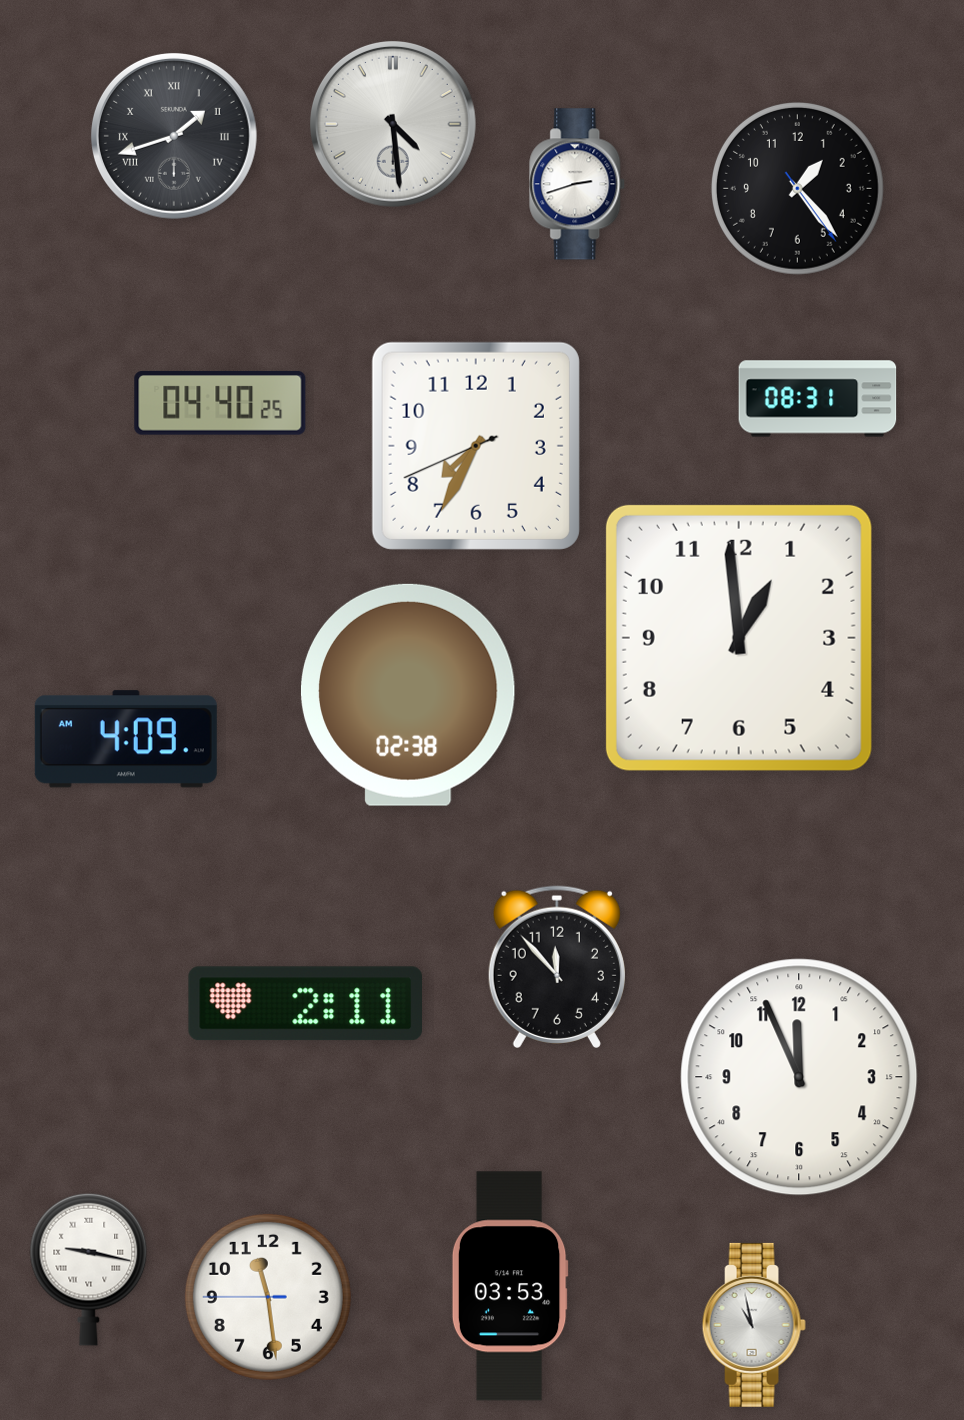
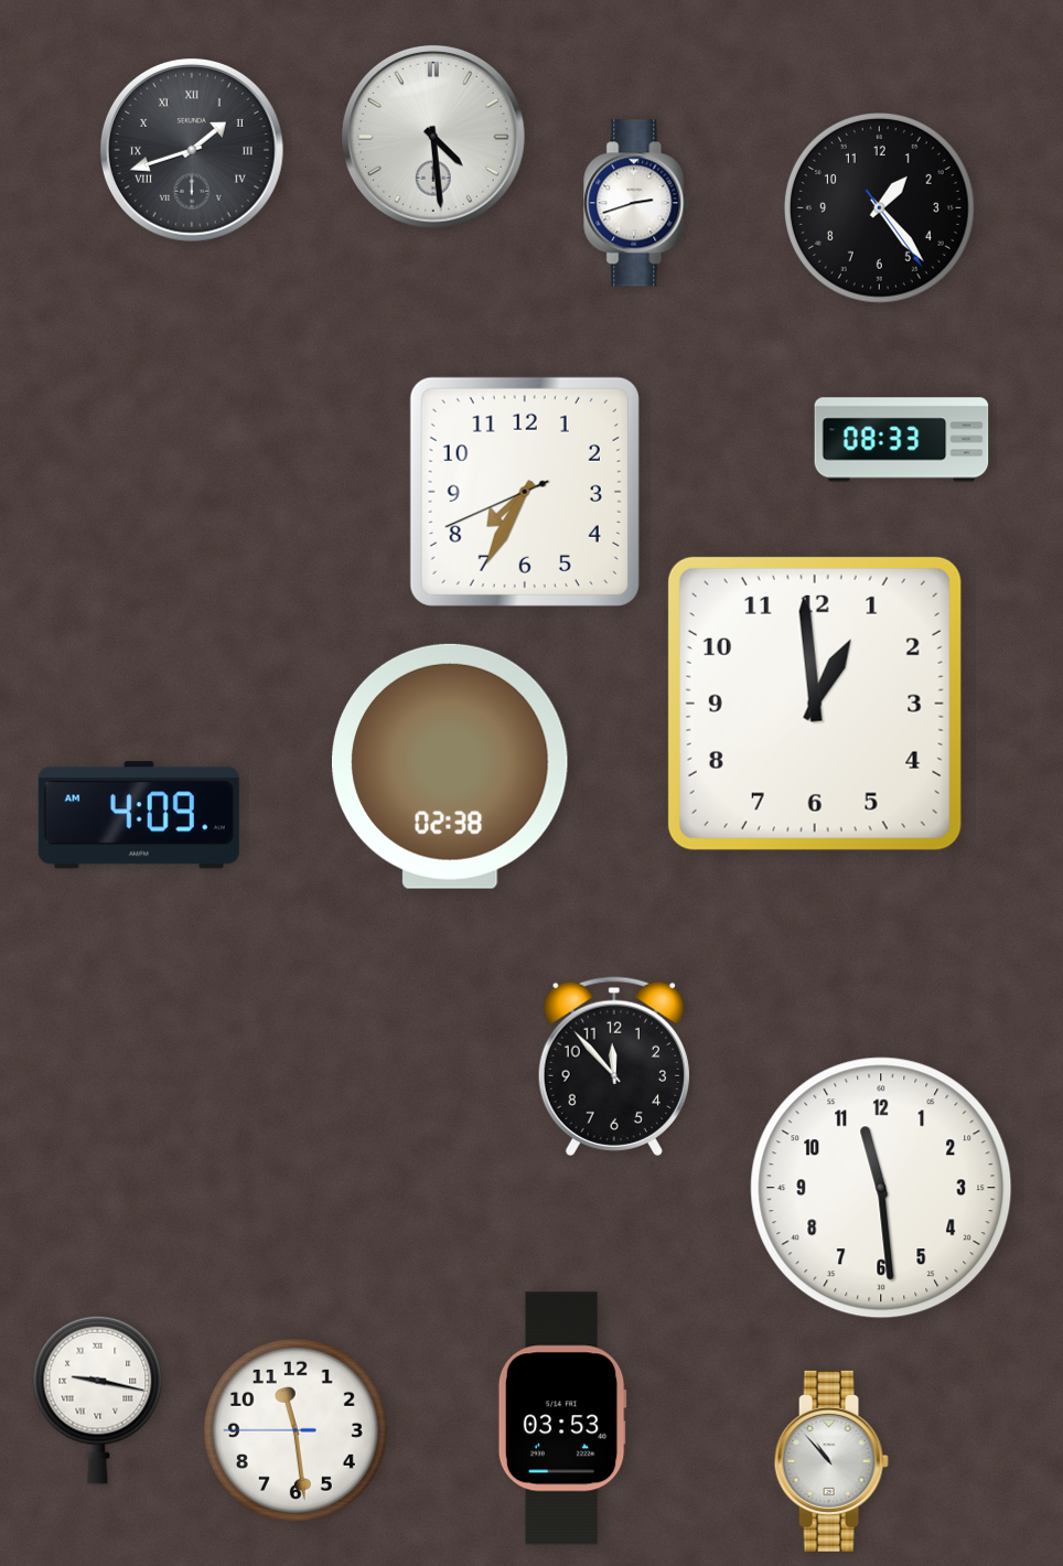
clock at (818, 399): 08:31 -> 08:33
clock at (220, 404): 04:40 -> none
clock at (305, 1004): 2:11 -> none
clock at (799, 1077): 11:56 -> 11:29
clock at (754, 1325): 10:58 -> 10:53
